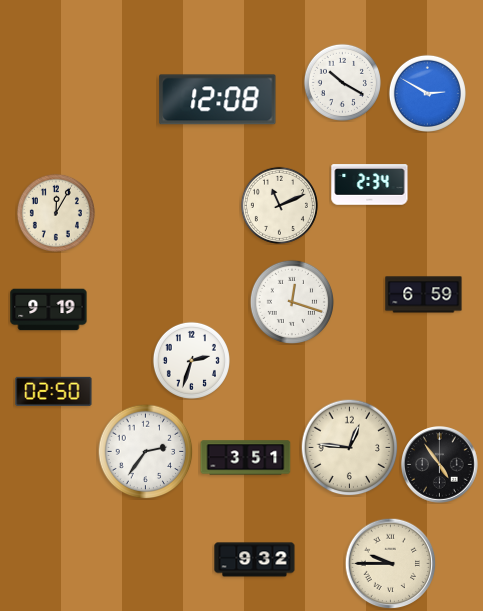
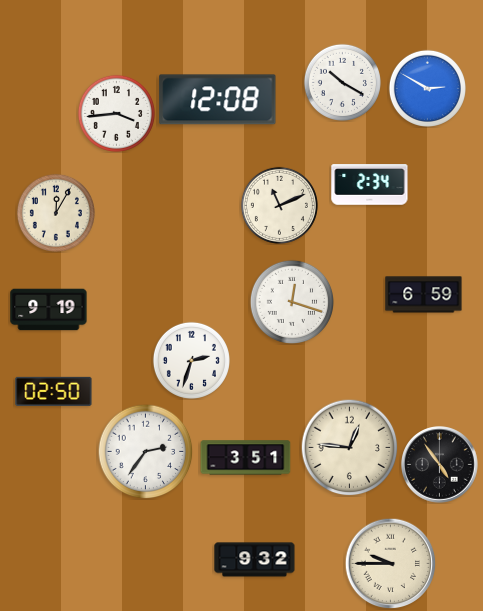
clock at (427, 93) position: (427, 93) -> (427, 88)
clock at (116, 113): none -> 3:44
